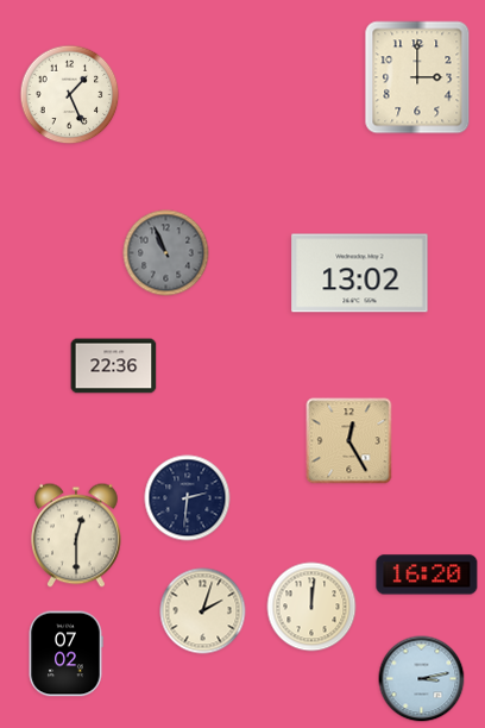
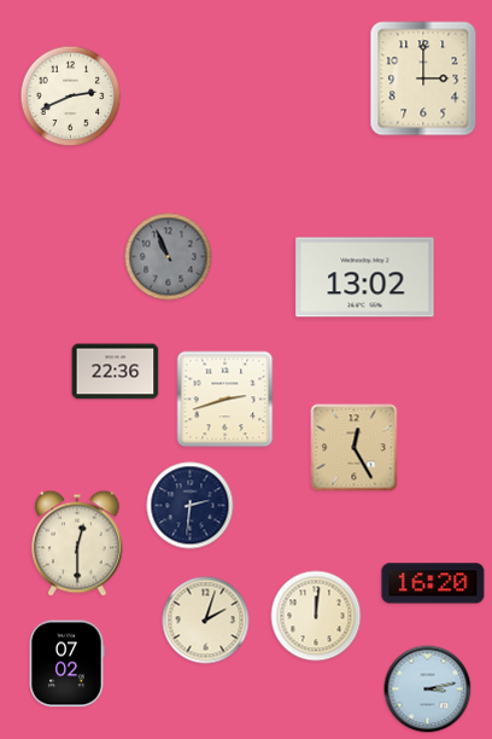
clock at (70, 95): 1:26 -> 2:41
clock at (225, 400): none -> 2:42
